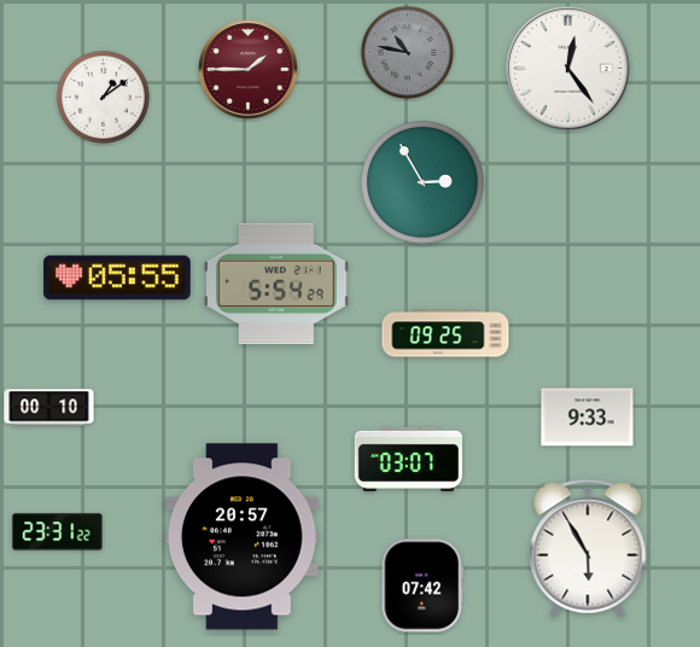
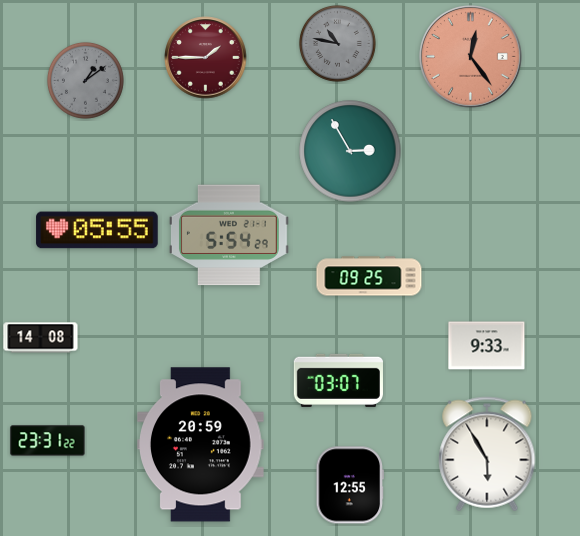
clock at (567, 68) dial: white -> salmon
clock at (103, 97) dial: white -> grey
clock at (49, 408): 00:10 -> 14:08
clock at (243, 537): 20:57 -> 20:59
clock at (422, 585): 07:42 -> 12:55
